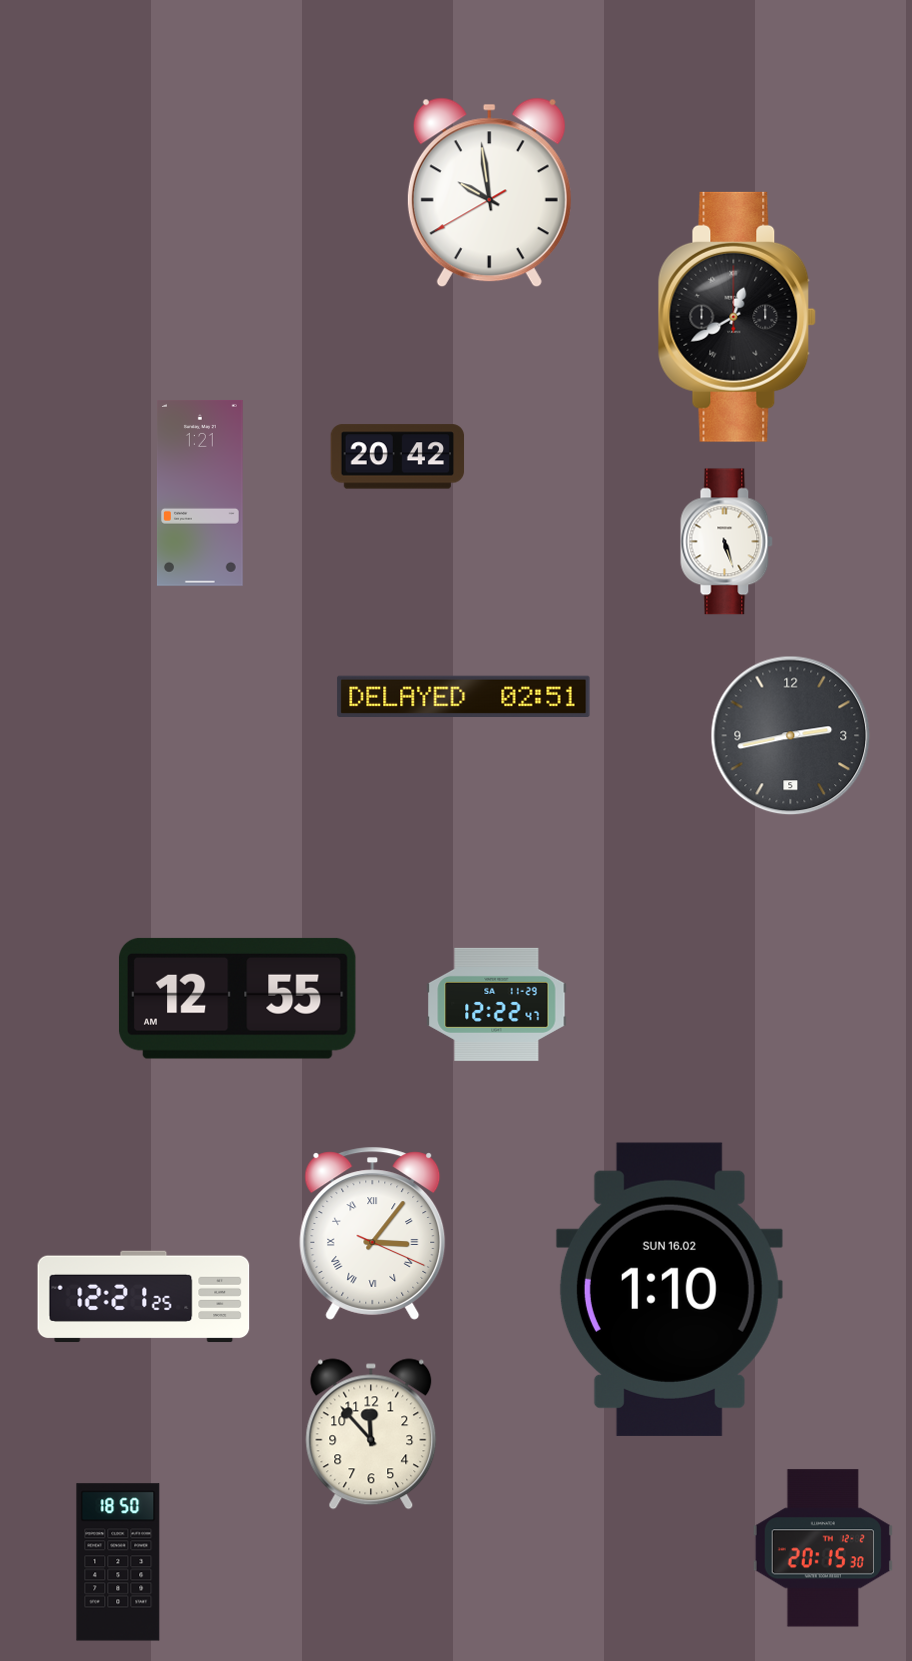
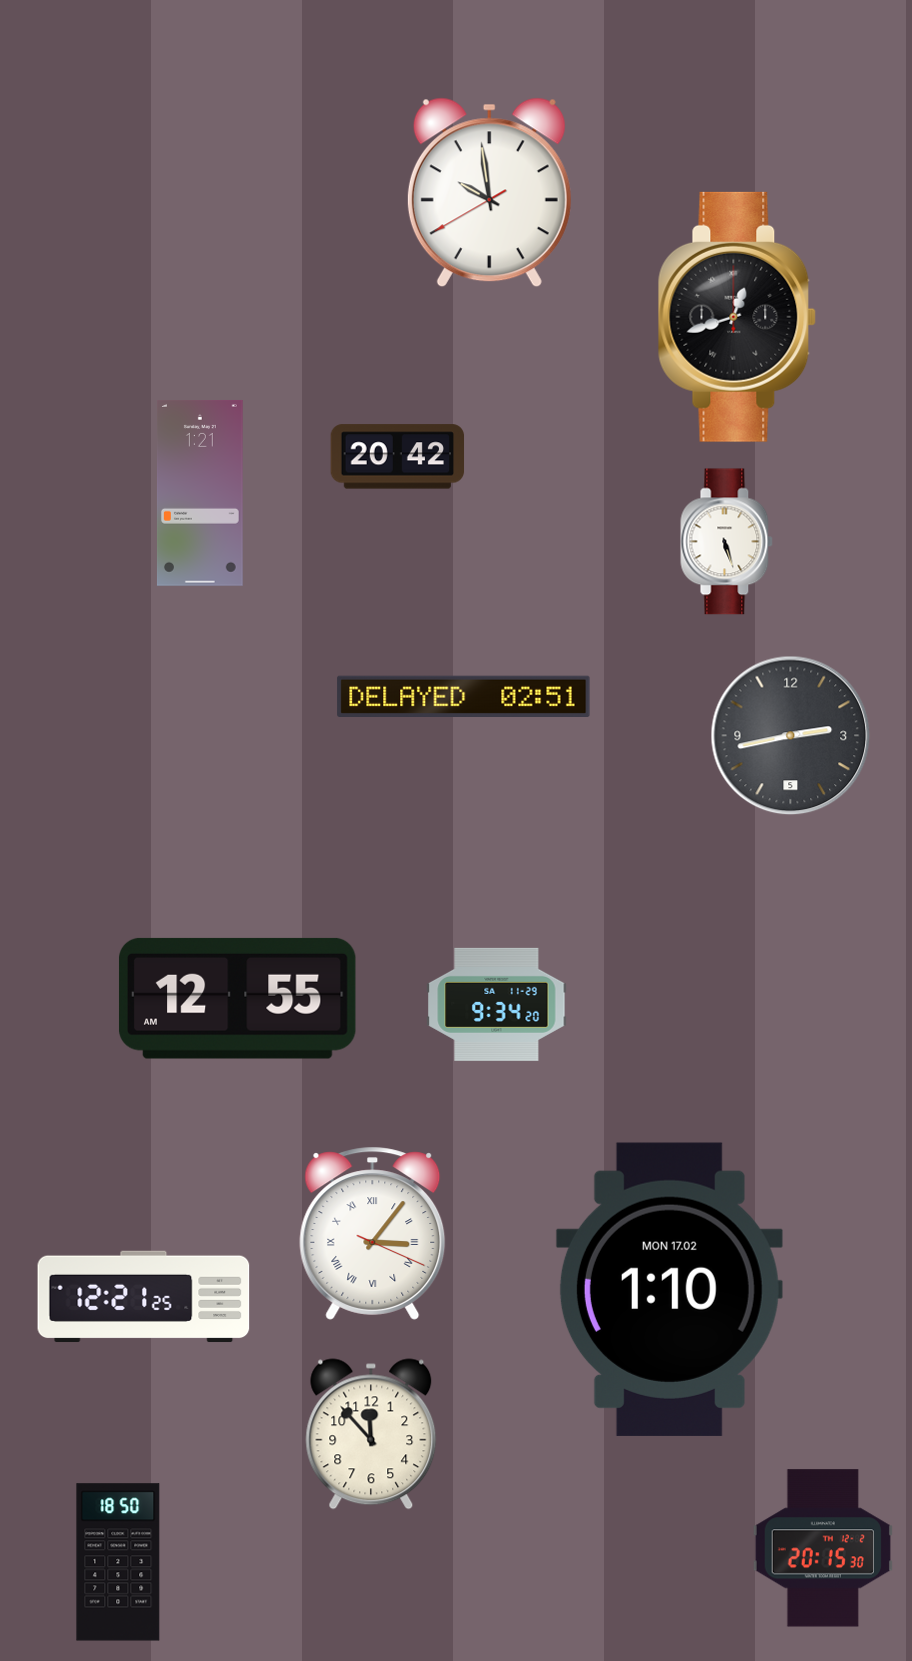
clock at (737, 317): 12:40 -> 12:42
clock at (497, 1004): 12:22 -> 9:34
clock at (669, 1289) date: SUN 16.02 -> MON 17.02
